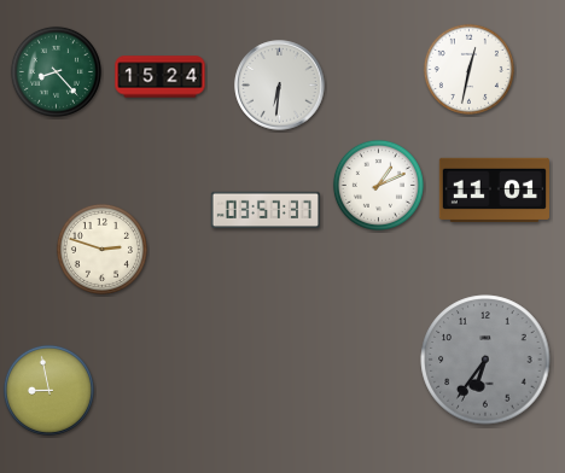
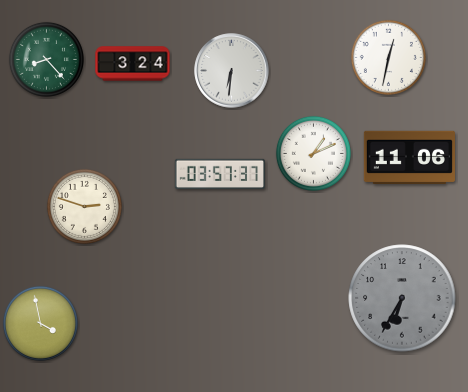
clock at (161, 77): 15:24 -> 3:24
clock at (494, 189): 11:01 -> 11:06
clock at (485, 360): 6:36 -> 6:35
clock at (48, 390): 8:58 -> 3:58
